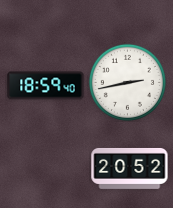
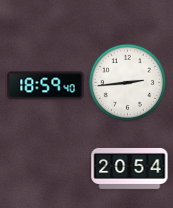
clock at (127, 82): 2:43 -> 2:44
clock at (130, 168): 20:52 -> 20:54
